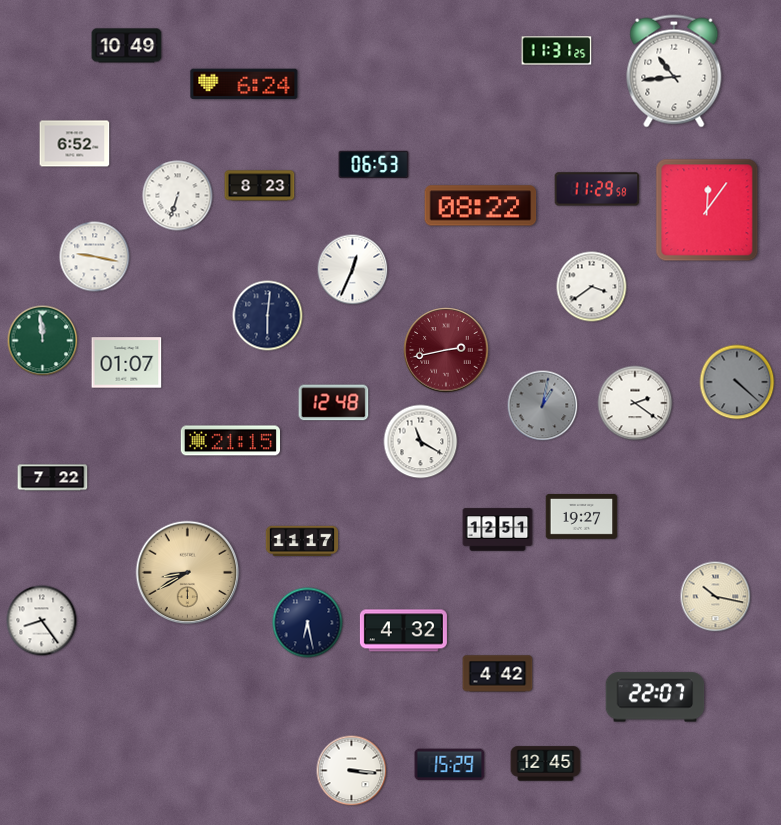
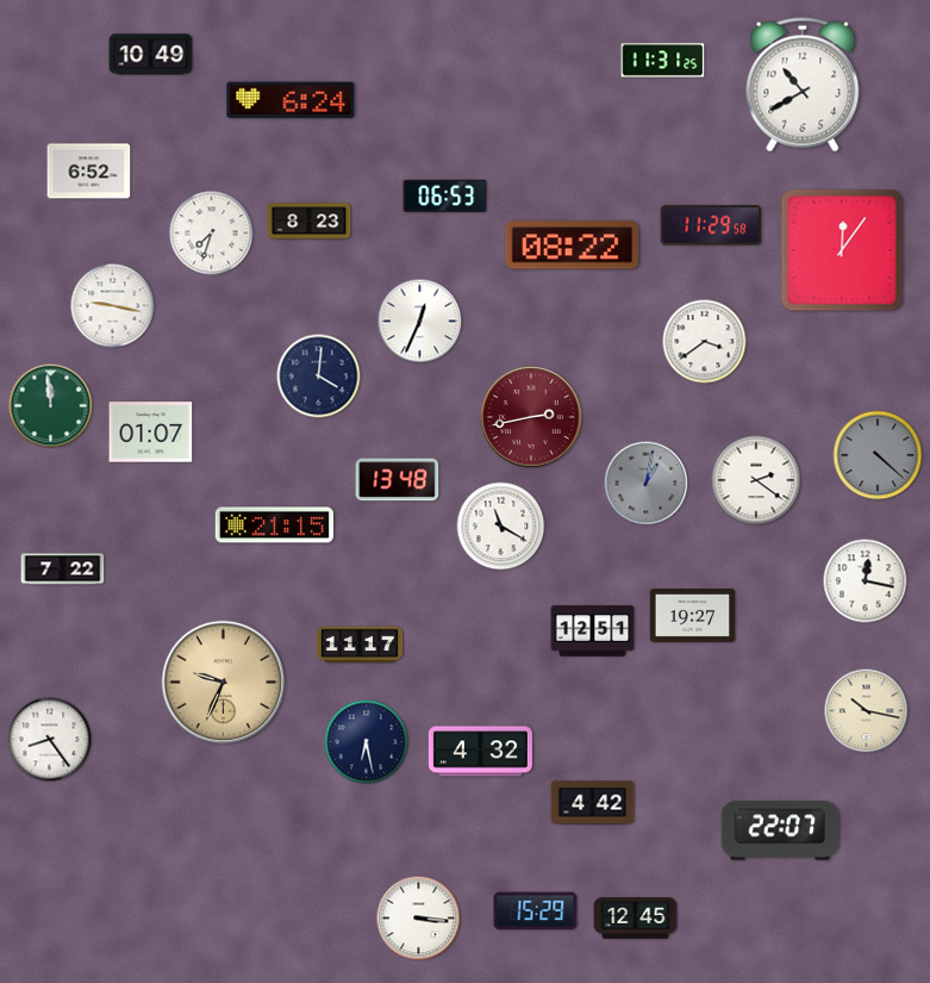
clock at (674, 71): 10:44 -> 10:40
clock at (178, 196): 6:33 -> 7:33
clock at (268, 316): 6:01 -> 4:01
clock at (334, 403): 12:48 -> 13:48
clock at (866, 581): none -> 12:17
clock at (188, 573): 8:40 -> 9:34
clock at (716, 597) position: (716, 597) -> (867, 711)
clock at (546, 764) position: (546, 764) -> (636, 919)
